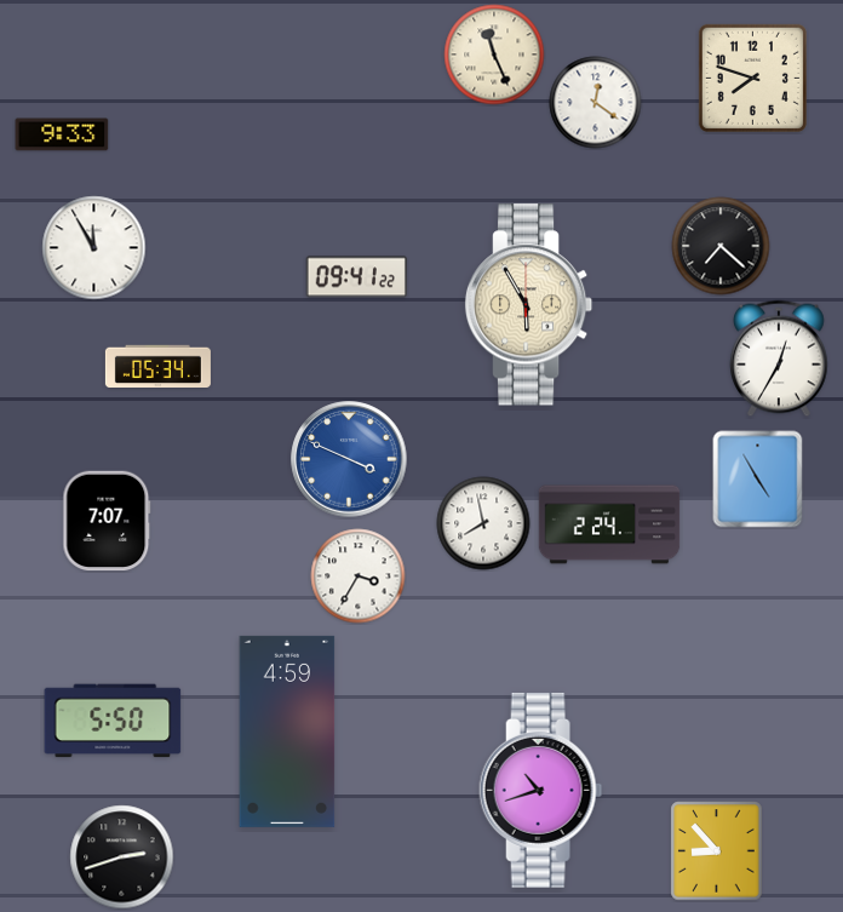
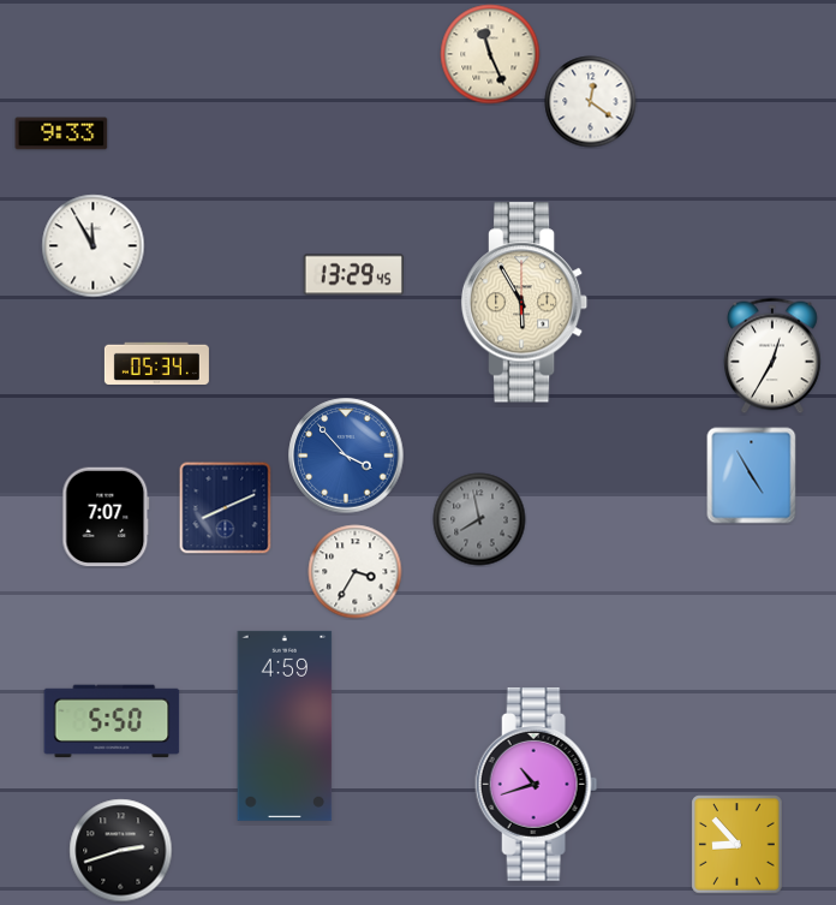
clock at (752, 78): 7:48 -> none
clock at (721, 246): 7:22 -> none
clock at (356, 277): 09:41 -> 13:29
clock at (349, 459): 3:49 -> 3:53
clock at (226, 508): none -> 8:11
clock at (483, 523) dial: white -> grey
clock at (609, 524): 2:24 -> none
clock at (113, 721) position: (113, 721) -> (112, 721)
clock at (717, 851) position: (717, 851) -> (738, 845)
